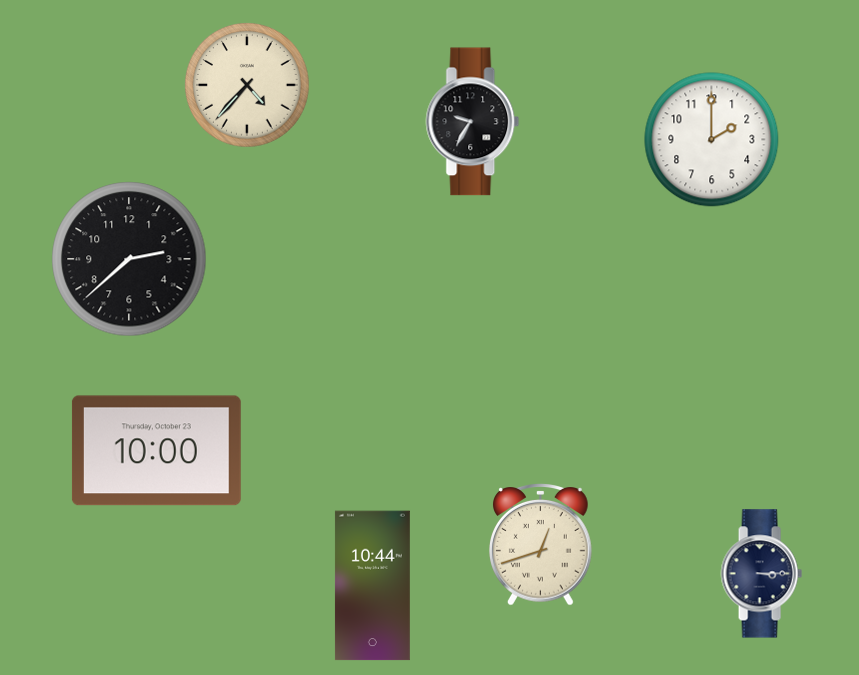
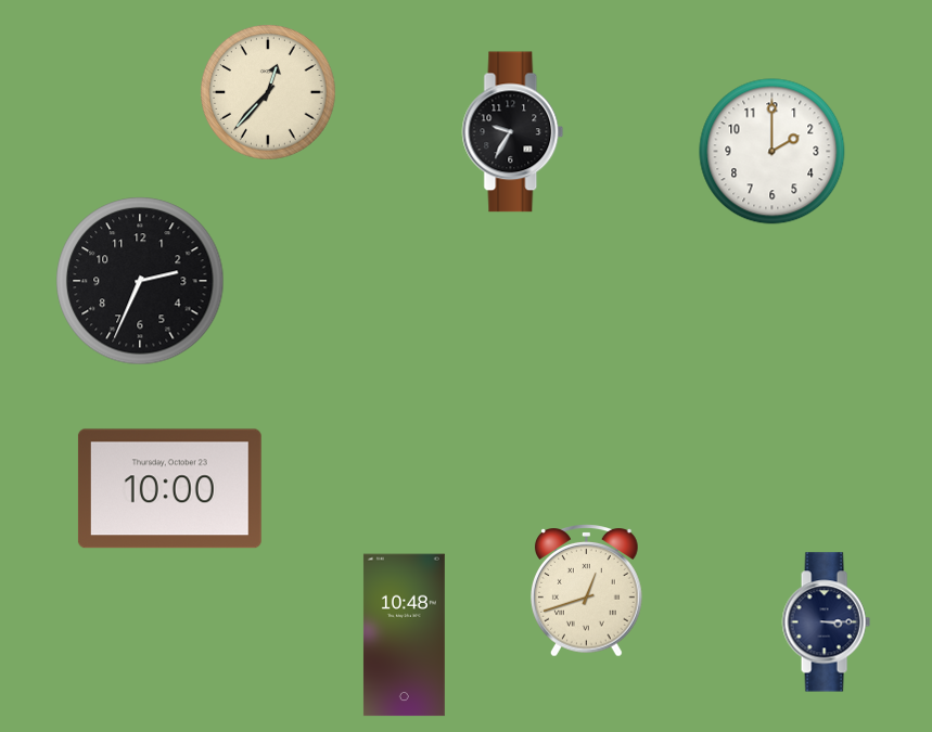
clock at (247, 85): 4:37 -> 12:37
clock at (129, 259): 2:38 -> 2:34
clock at (372, 586): 10:44 -> 10:48
